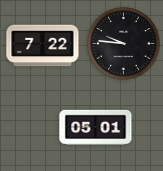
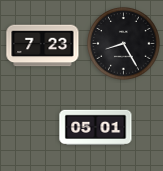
clock at (124, 44): 9:46 -> 8:25
clock at (43, 46): 7:22 -> 7:23
